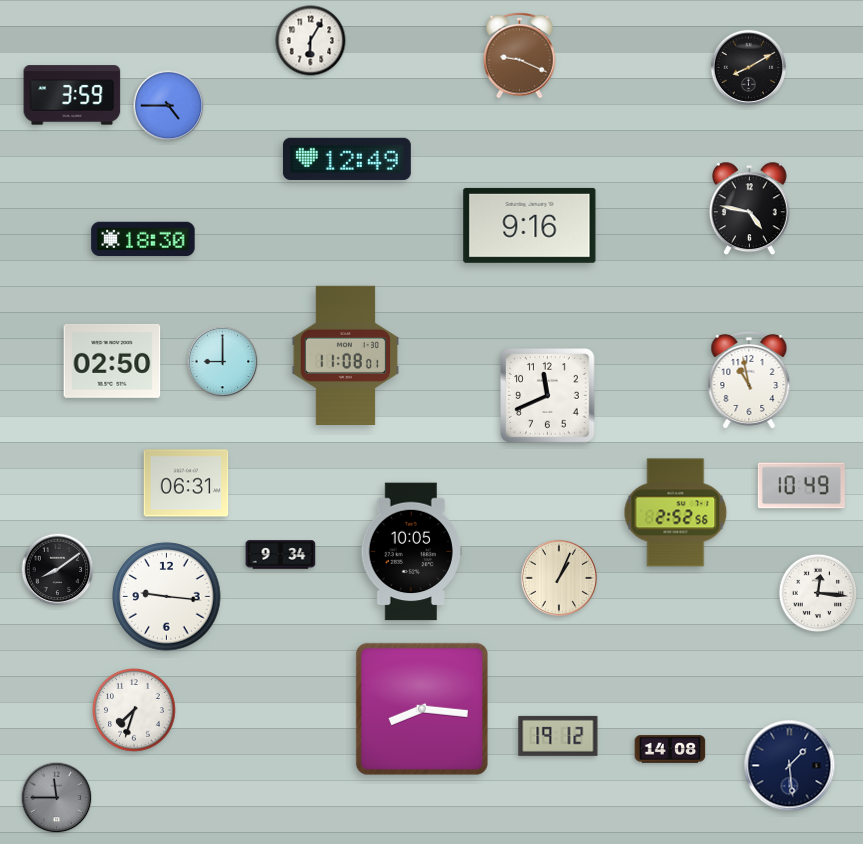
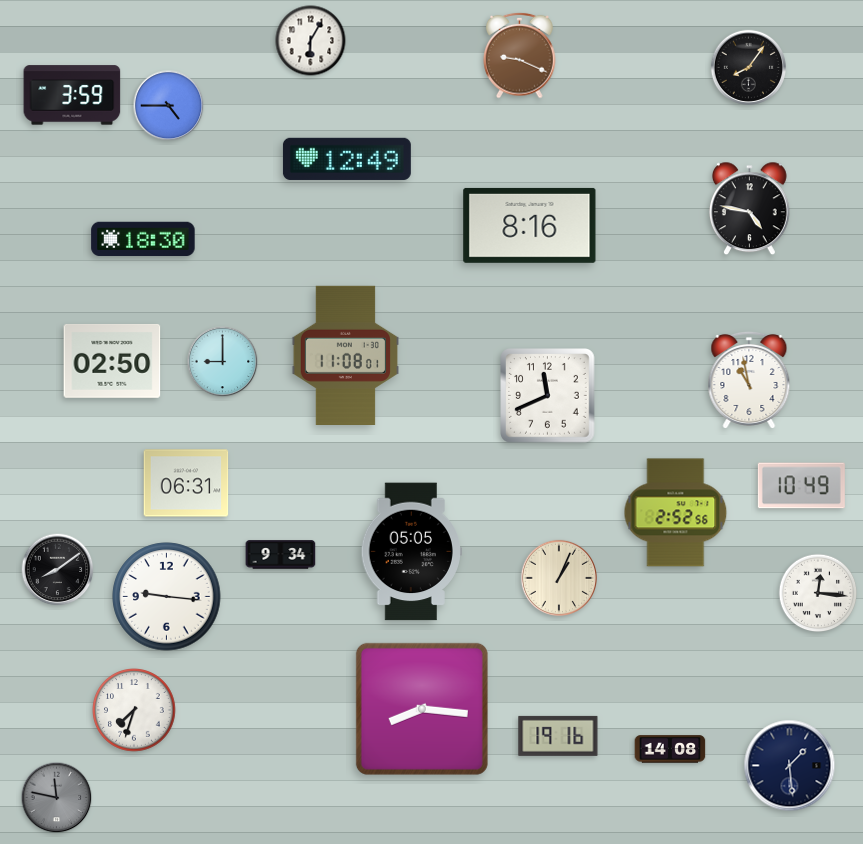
clock at (748, 67): 8:10 -> 8:06
clock at (530, 225): 9:16 -> 8:16
clock at (411, 552): 10:05 -> 05:05
clock at (558, 736): 19:12 -> 19:16
clock at (57, 798): 11:45 -> 11:47
